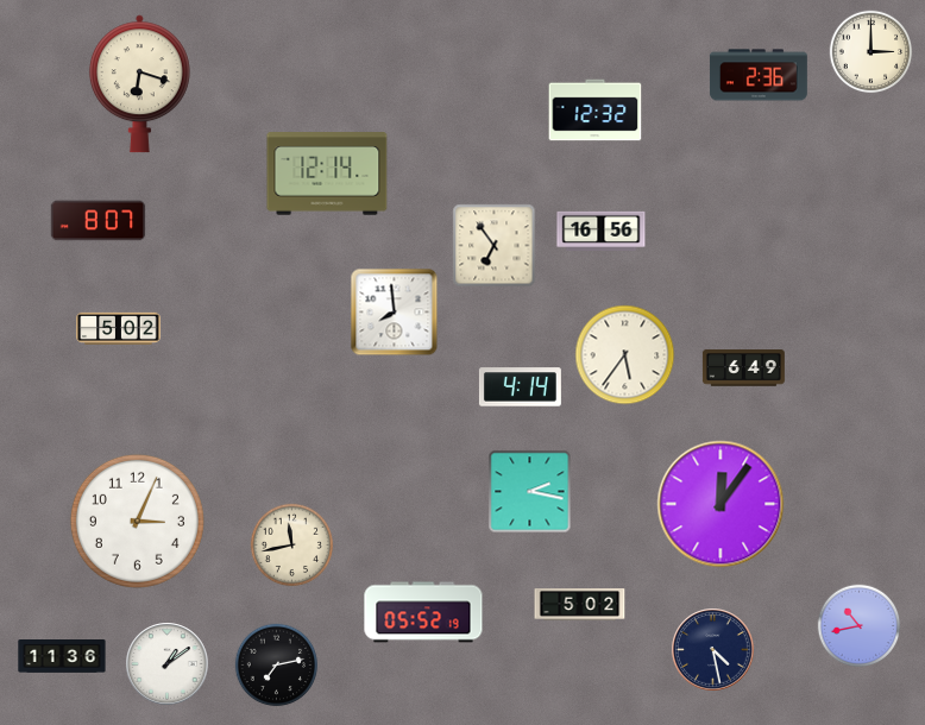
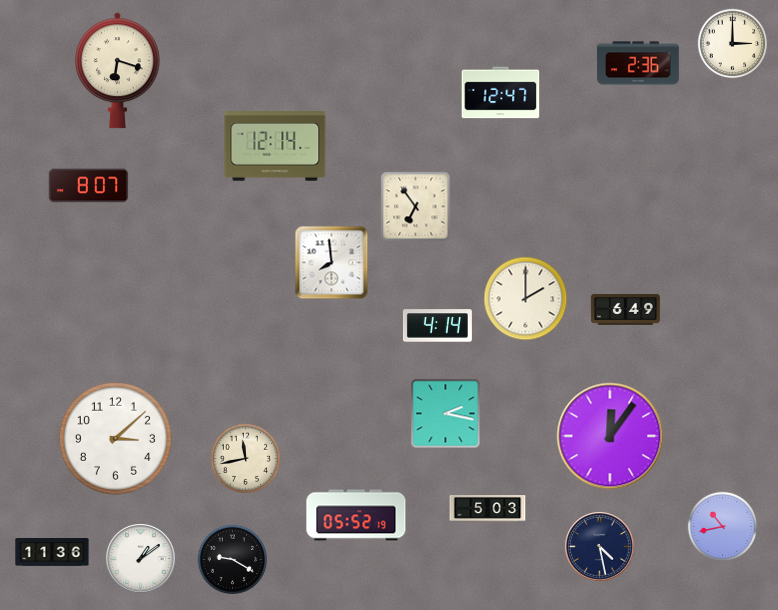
clock at (596, 111): 12:32 -> 12:47
clock at (99, 221) position: (99, 221) -> (89, 186)
clock at (602, 231): 16:56 -> none
clock at (119, 328): 5:02 -> none
clock at (625, 355): 5:36 -> 2:00
clock at (721, 504) position: (721, 504) -> (610, 436)
clock at (137, 521): 3:04 -> 3:08
clock at (580, 605): 5:02 -> 5:03
clock at (277, 666): 7:13 -> 9:20
